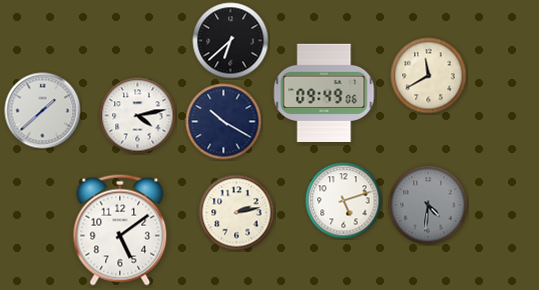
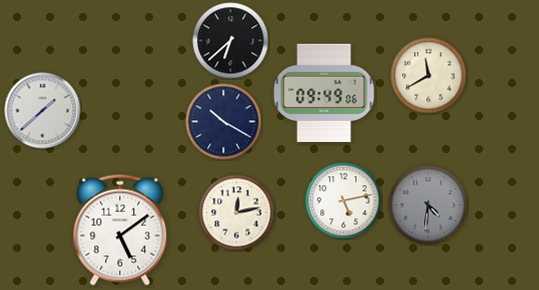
clock at (138, 116): 4:13 -> none
clock at (344, 201): 5:12 -> 5:13
clock at (237, 213): 2:13 -> 12:13
